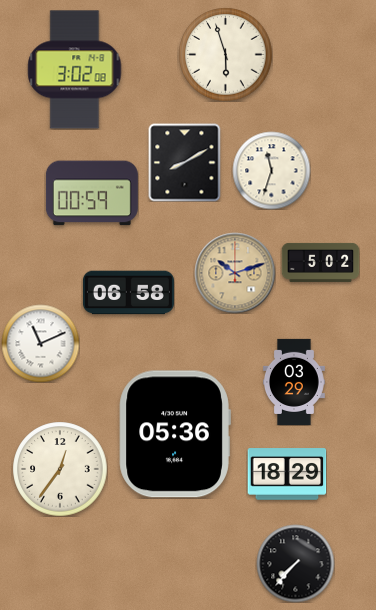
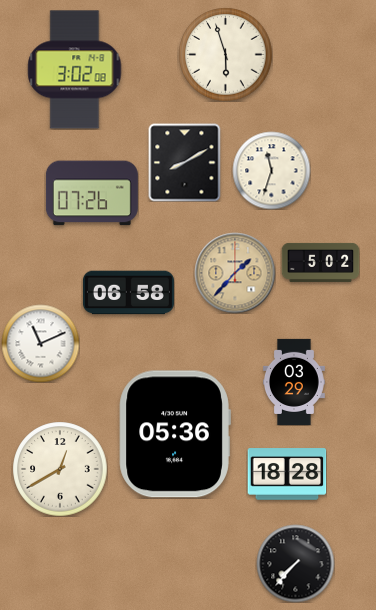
clock at (92, 193): 00:59 -> 07:26
clock at (235, 273): 10:12 -> 1:37
clock at (60, 469): 12:36 -> 12:40
clock at (287, 474): 18:29 -> 18:28
